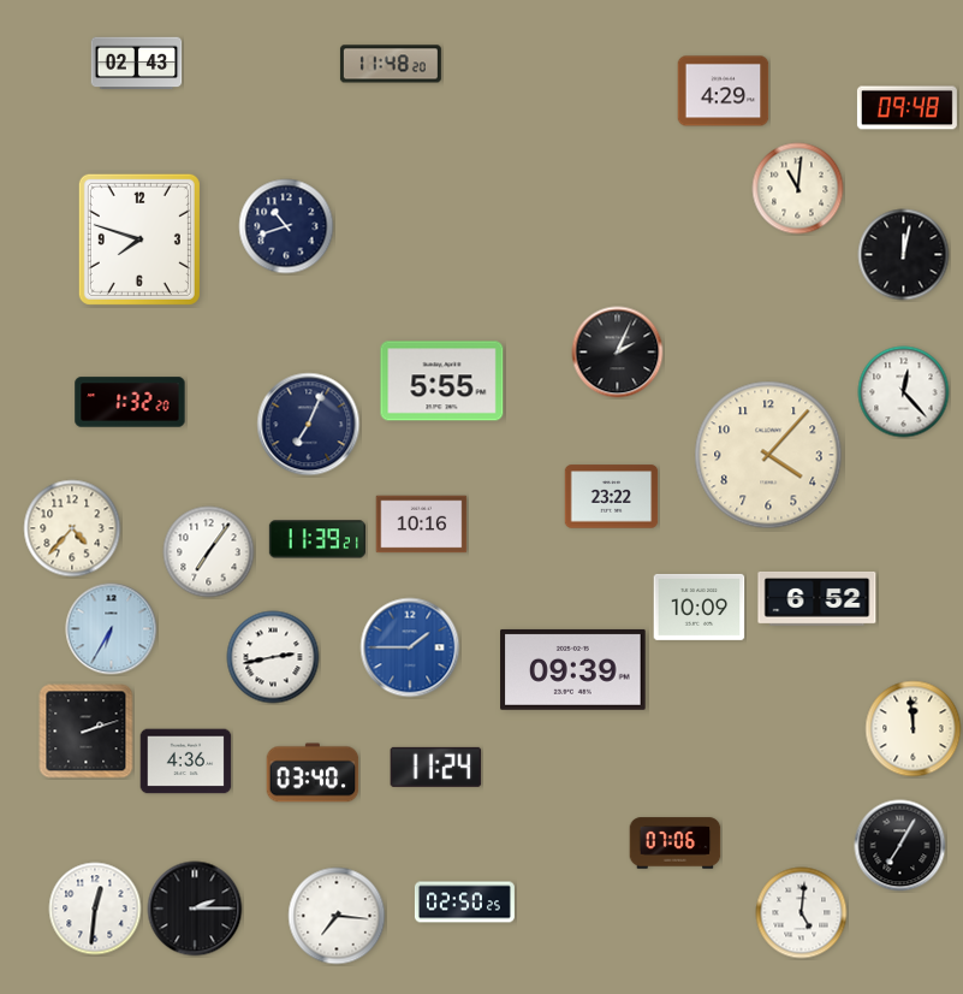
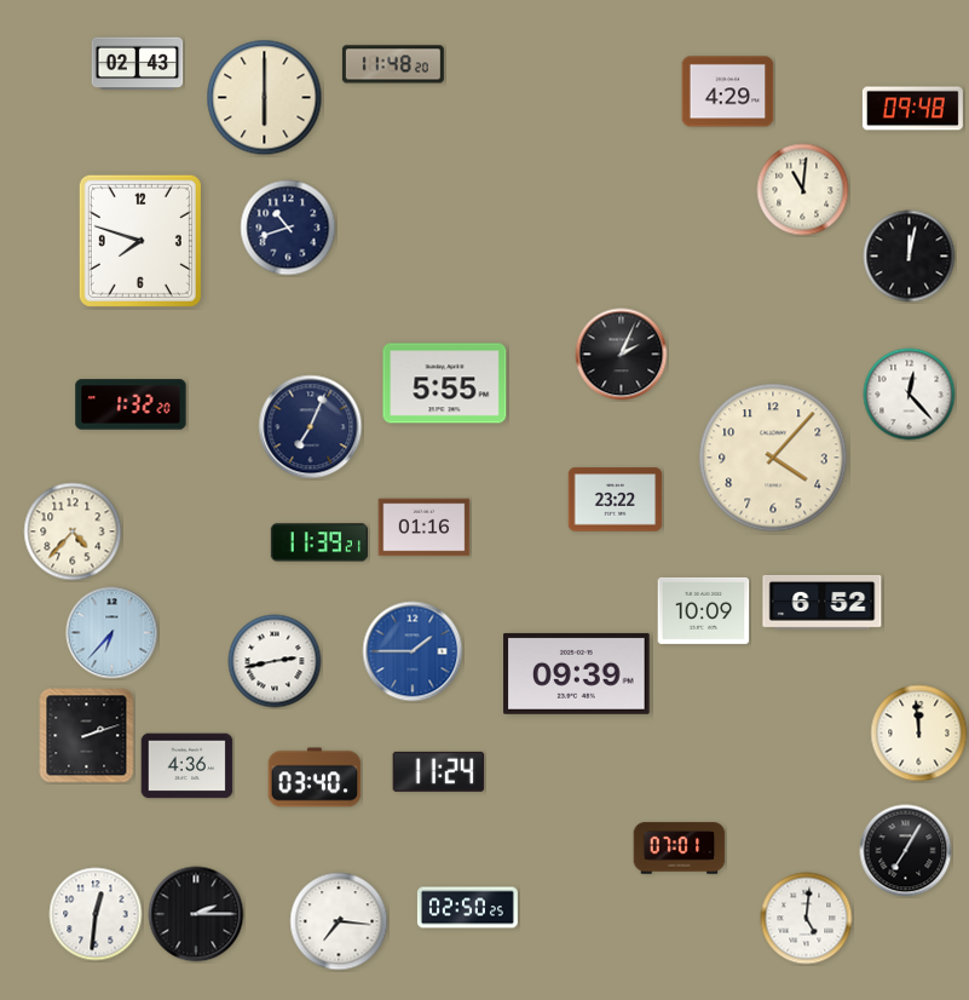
clock at (265, 98): none -> 6:00
clock at (422, 525): 10:16 -> 01:16
clock at (209, 552): 7:06 -> none
clock at (112, 629): 6:35 -> 6:37
clock at (676, 844): 07:06 -> 07:01
